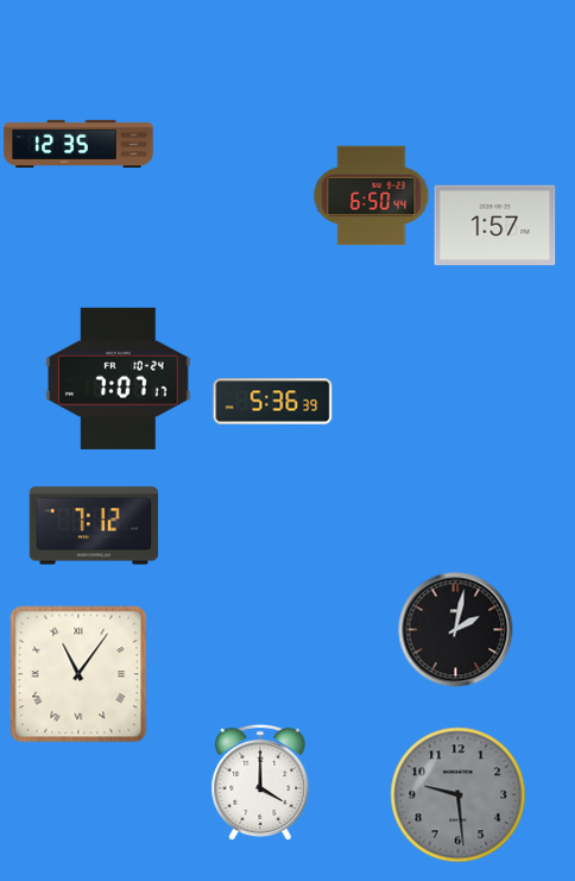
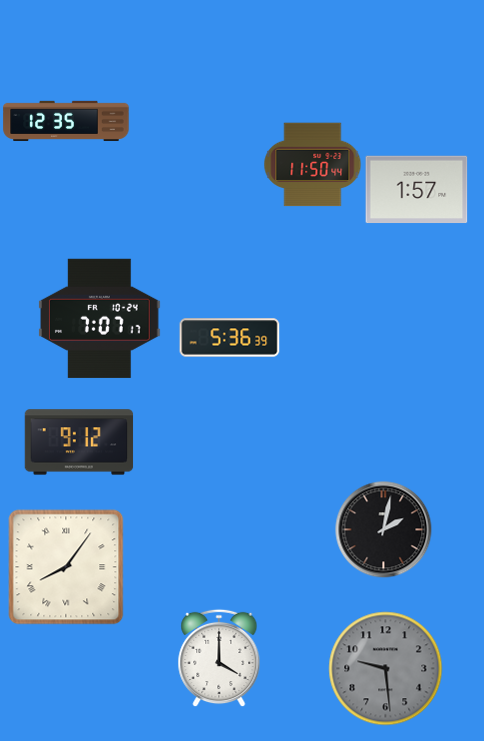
clock at (372, 196): 6:50 -> 11:50
clock at (94, 526): 7:12 -> 9:12
clock at (78, 674): 11:06 -> 8:06
